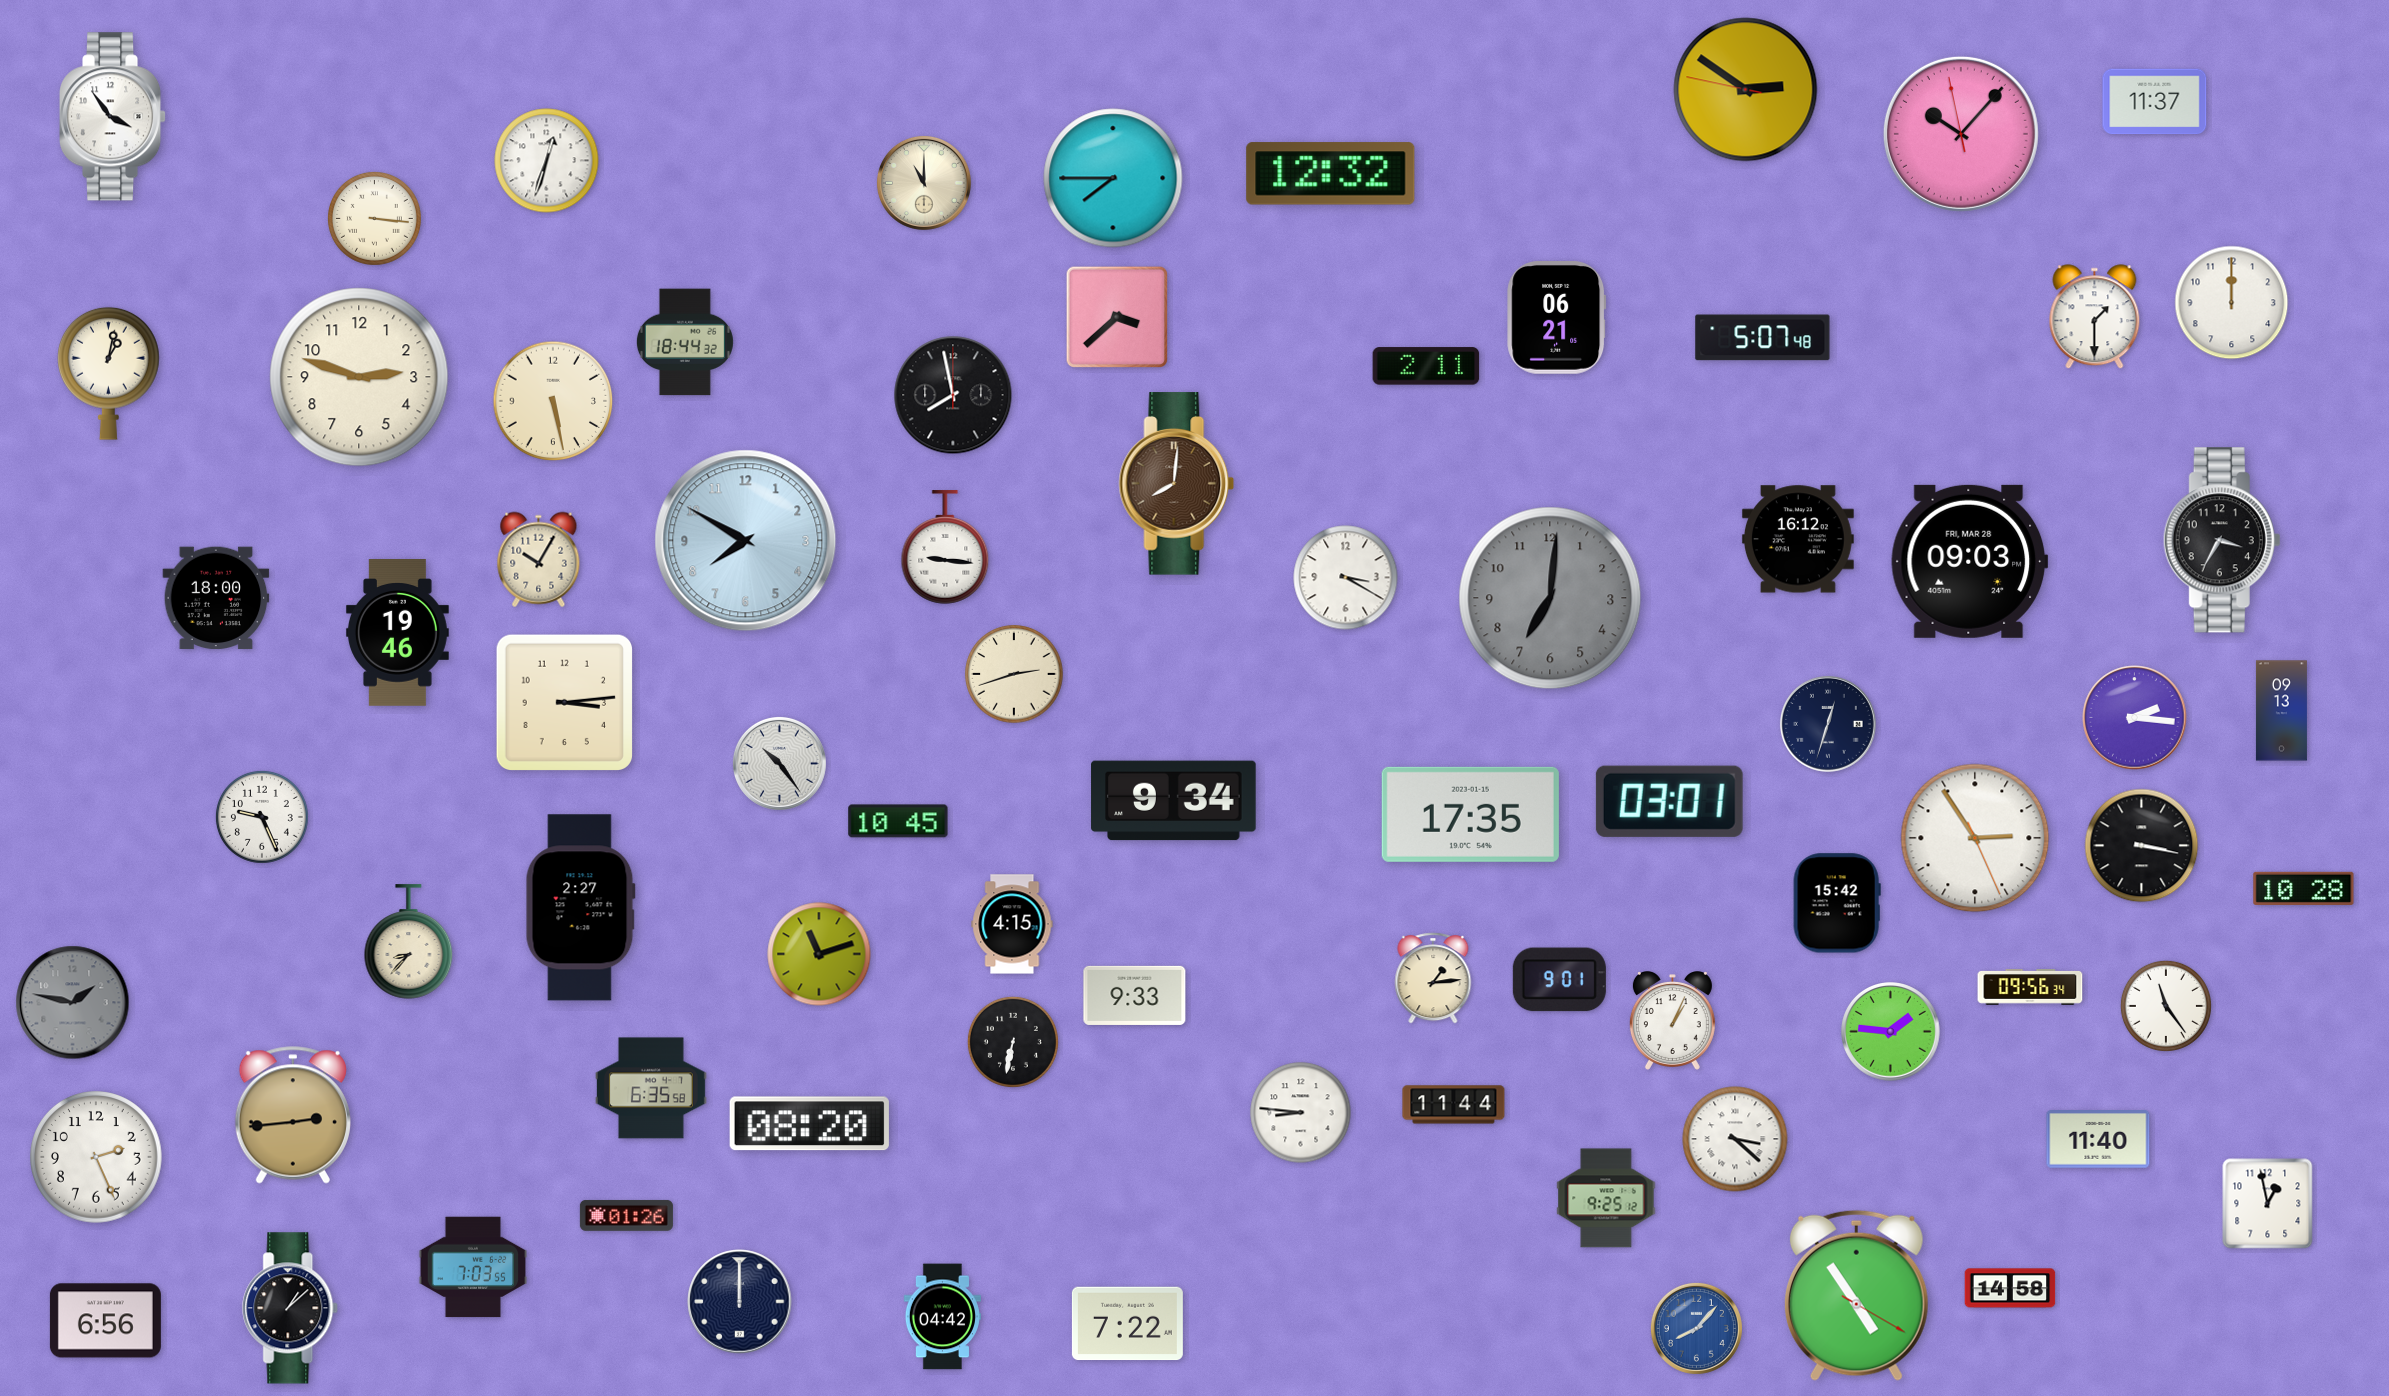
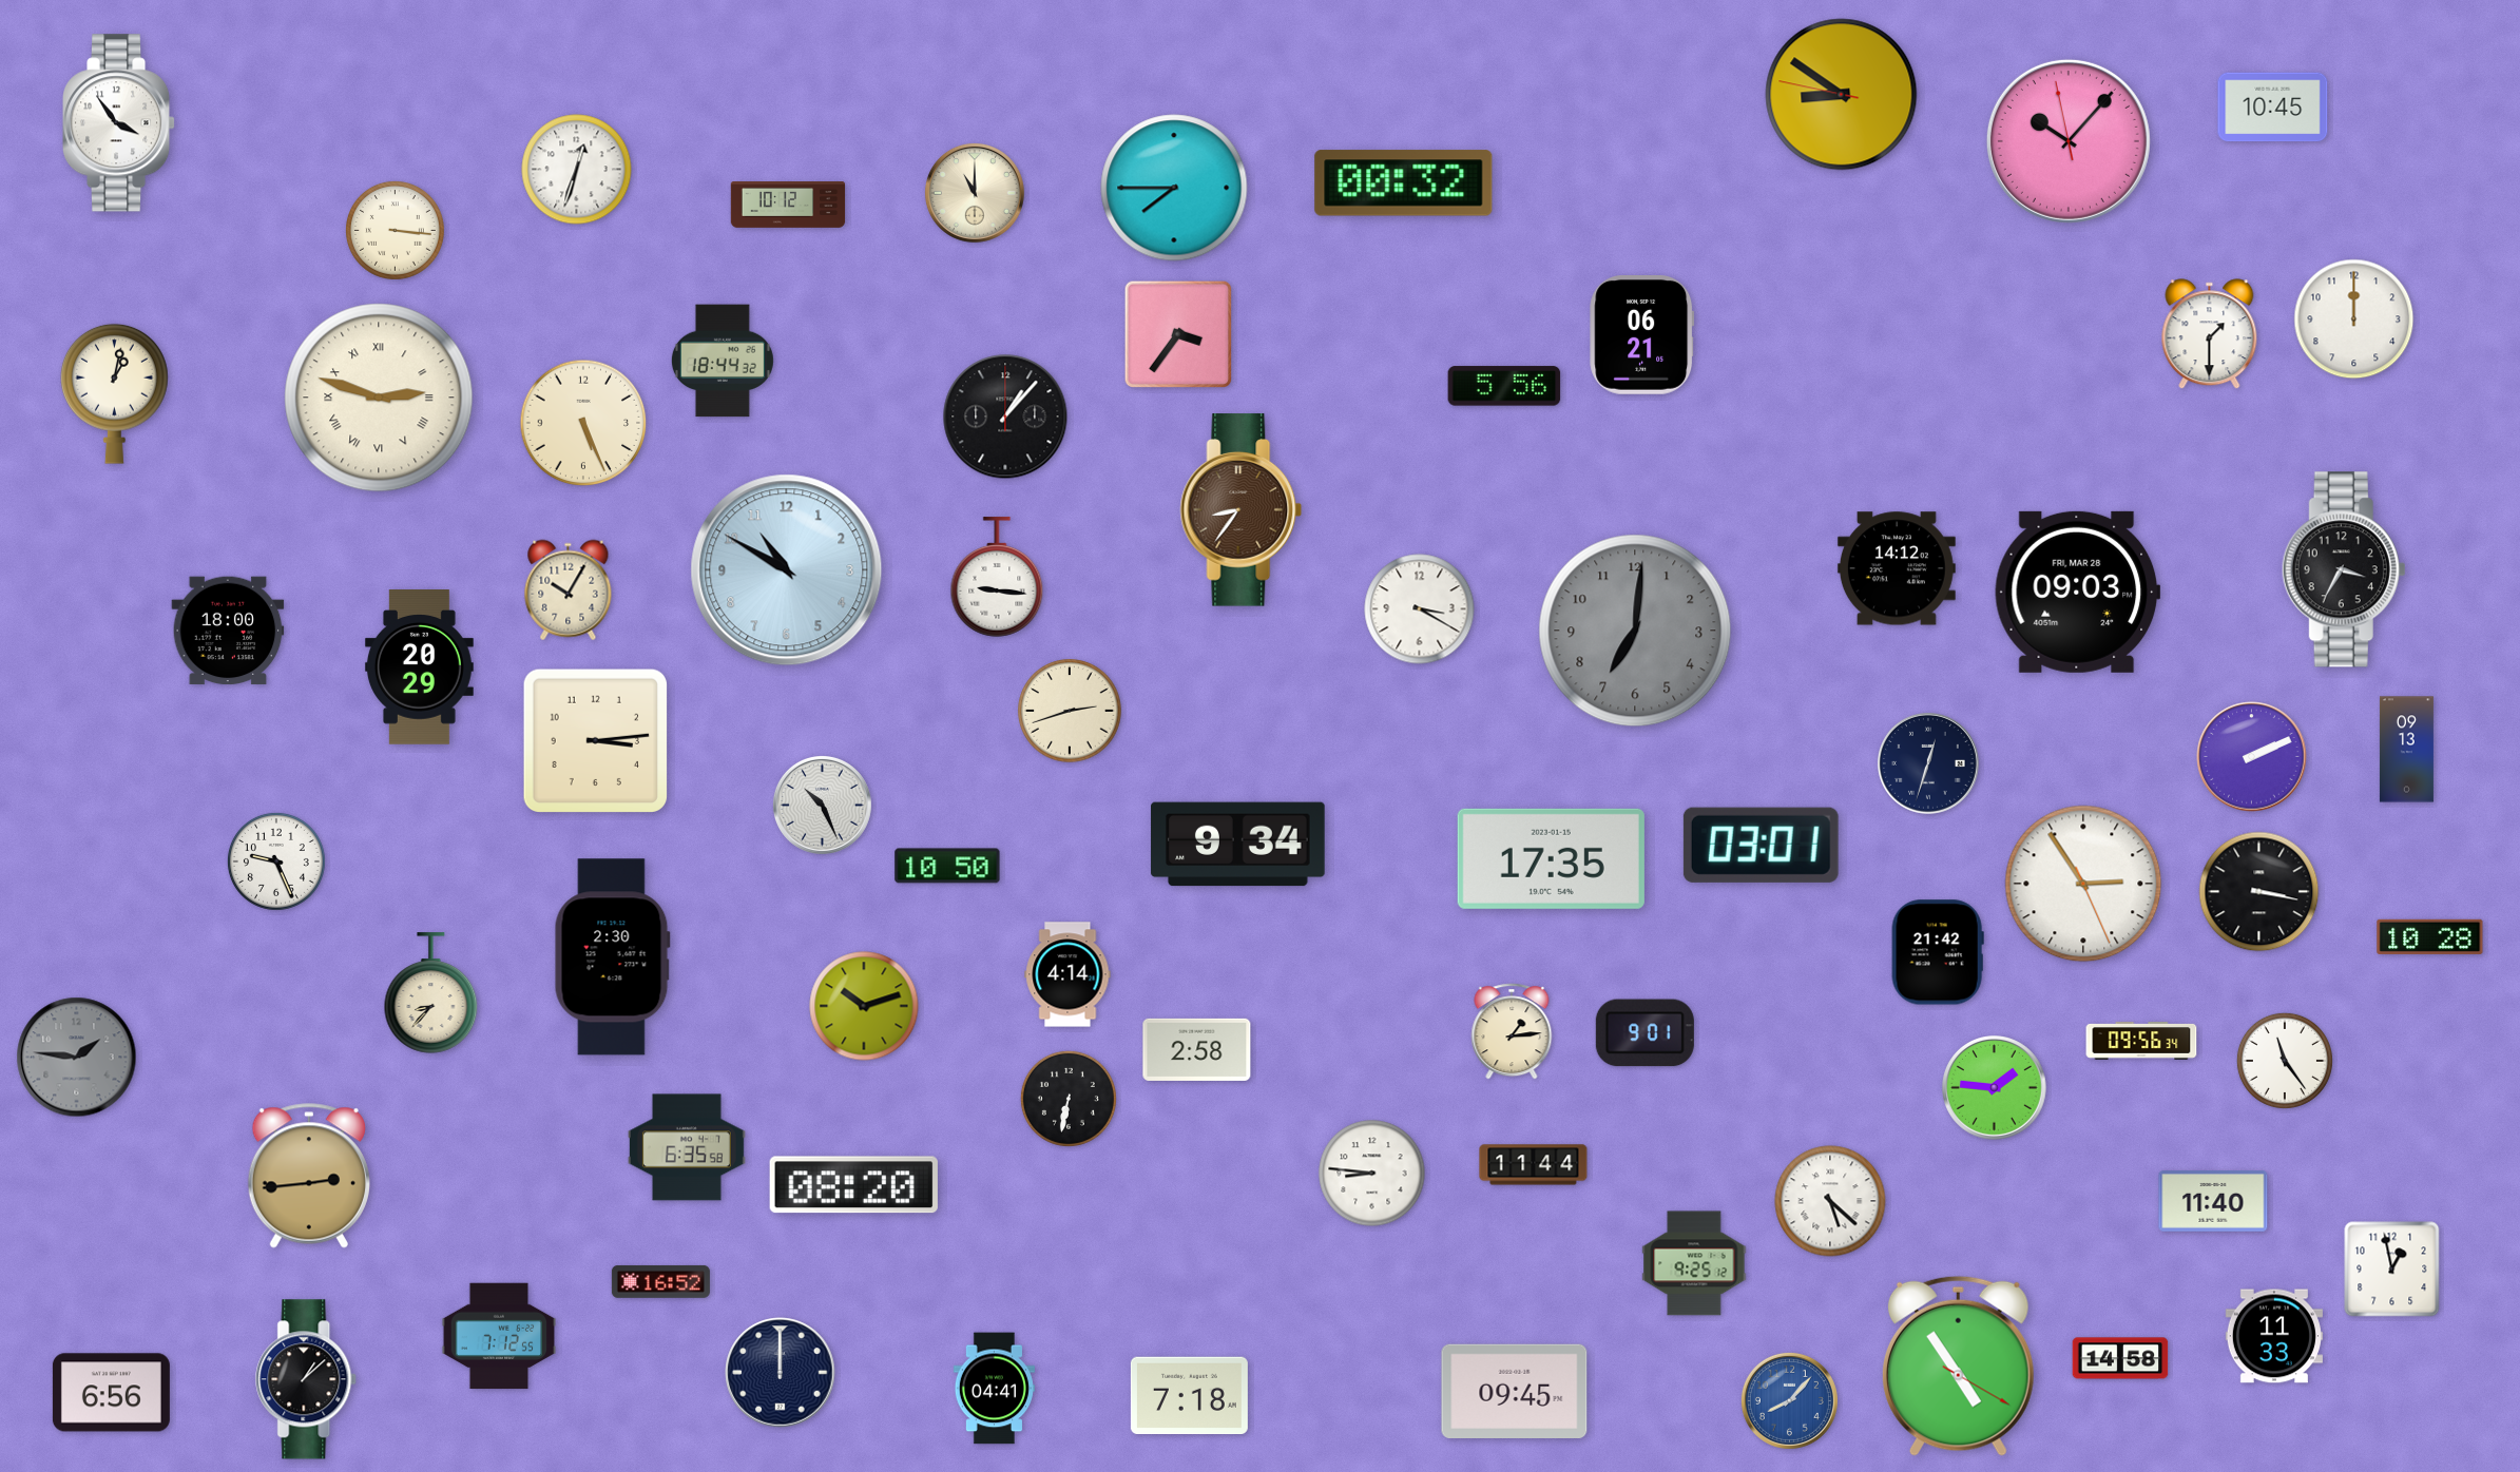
clock at (1746, 90): 2:50 -> 8:50
clock at (2155, 102): 11:37 -> 10:45
clock at (1331, 174): 12:32 -> 00:32
clock at (788, 206): none -> 10:12
clock at (1117, 317): 3:38 -> 3:36
clock at (1763, 338): 5:07 -> none
clock at (1426, 366): 2:11 -> 5:56
clock at (359, 377) numerals: Arabic -> Roman
clock at (953, 395): 7:58 -> 1:07
clock at (553, 401): 5:28 -> 5:26
clock at (1177, 484): 8:01 -> 8:36
clock at (1798, 539): 16:12 -> 14:12
clock at (746, 541): 7:50 -> 10:50
clock at (397, 633): 19:46 -> 20:29
clock at (2135, 718): 2:16 -> 2:11
clock at (779, 763): 10:24 -> 10:26
clock at (898, 821): 10:45 -> 10:50
clock at (1837, 903): 15:42 -> 21:42
clock at (580, 908): 2:27 -> 2:30
clock at (1012, 924): 4:15 -> 4:14
clock at (819, 954): 11:12 -> 10:12
clock at (1135, 995): 9:33 -> 2:58
clock at (73, 1003): 1:47 -> 1:46
clock at (1672, 1021): 1:04 -> none
clock at (1735, 1139): 3:22 -> 5:22
clock at (97, 1158): 2:26 -> none
clock at (626, 1215): 01:26 -> 16:52
clock at (473, 1267): 7:03 -> 7:12
clock at (2274, 1336): none -> 11:33
clock at (942, 1317): 04:42 -> 04:41
clock at (1515, 1391): none -> 09:45
clock at (1127, 1324): 7:22 -> 7:18
